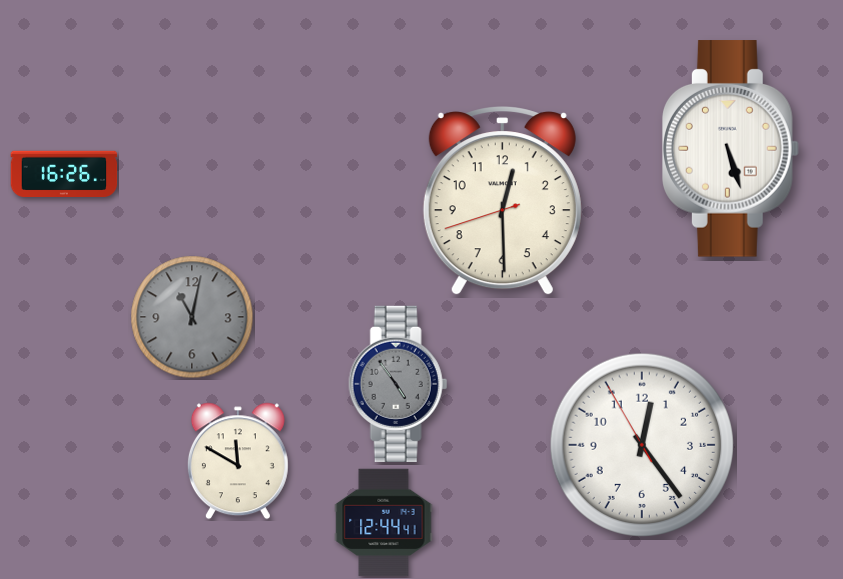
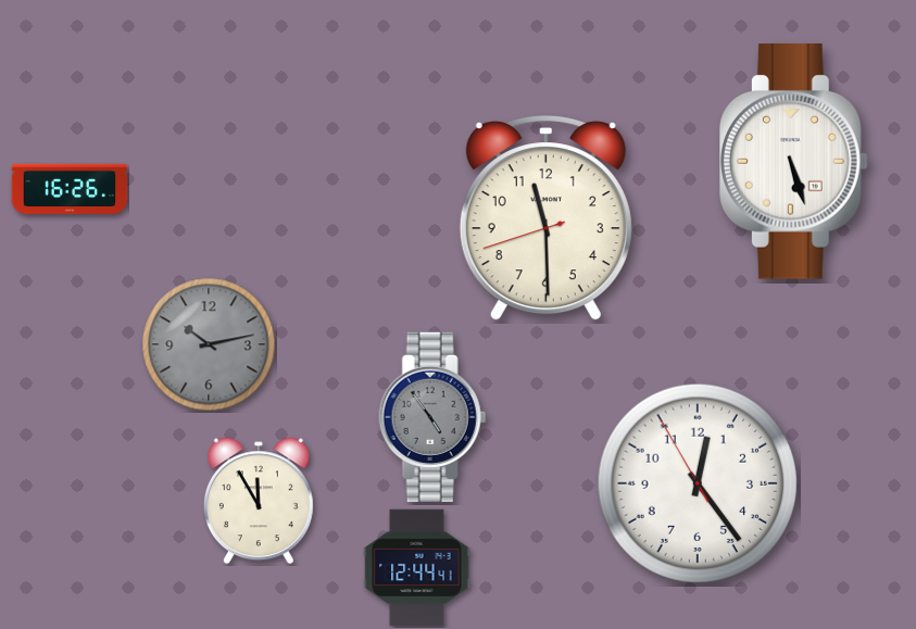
clock at (502, 201): 12:29 -> 11:29
clock at (192, 317): 11:02 -> 10:13
clock at (238, 461): 11:50 -> 11:55
